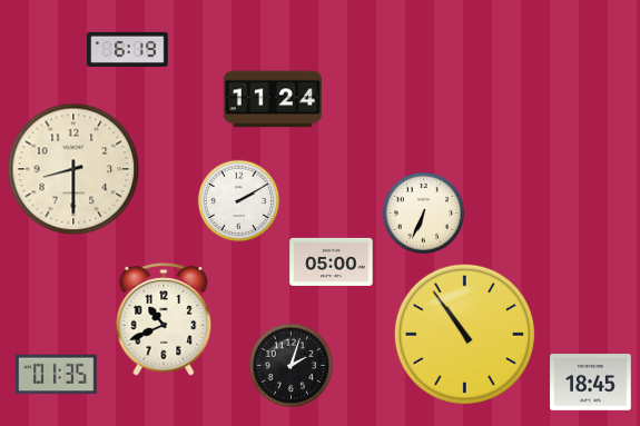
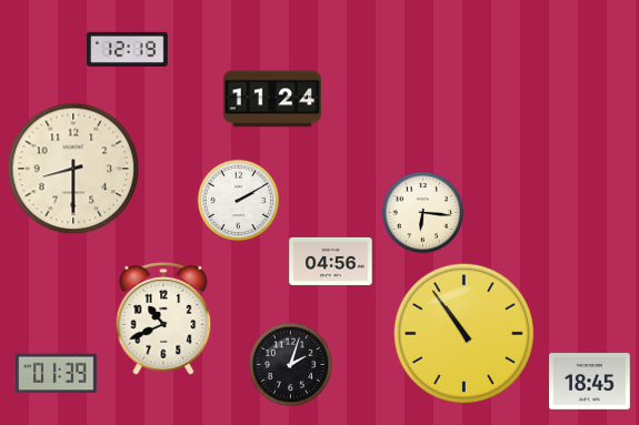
clock at (128, 49): 6:19 -> 12:19
clock at (424, 214): 6:34 -> 6:16
clock at (332, 261): 05:00 -> 04:56
clock at (57, 375): 01:35 -> 01:39
